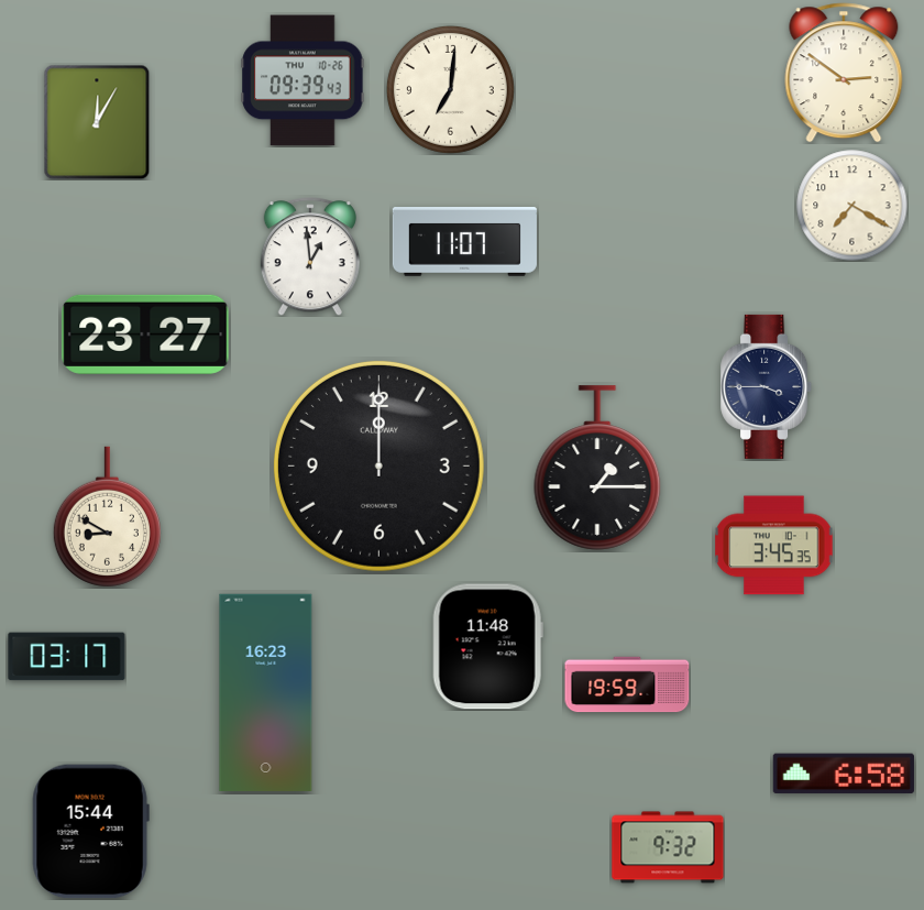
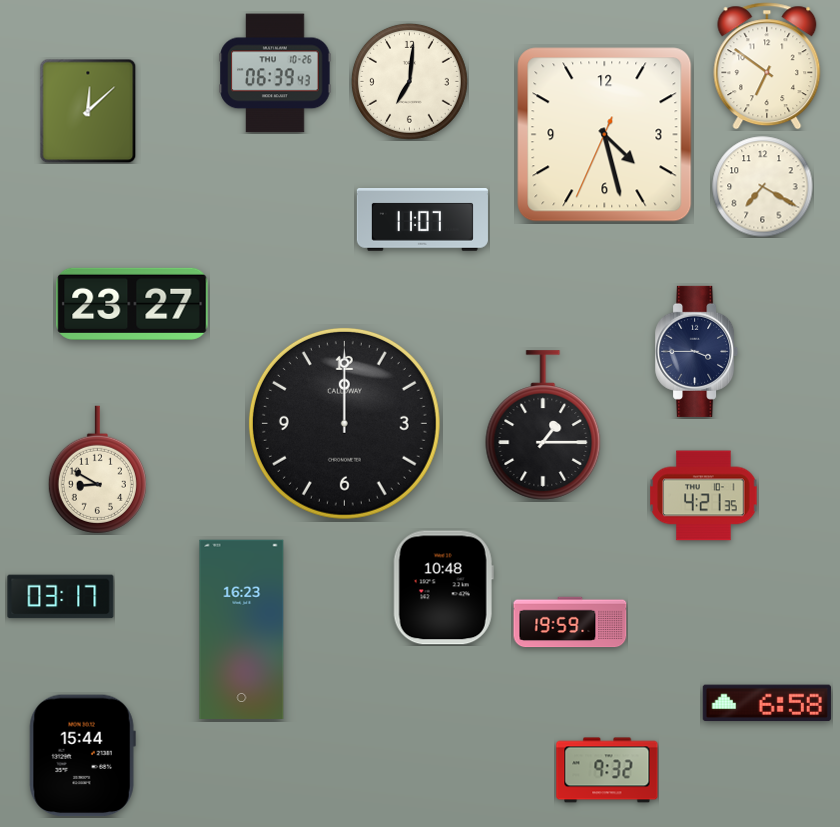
clock at (844, 73): 2:51 -> 6:51
clock at (302, 80): 09:39 -> 06:39
clock at (97, 122): 12:05 -> 12:08
clock at (605, 135): none -> 4:27
clock at (853, 206) position: (853, 206) -> (763, 187)
clock at (310, 256): 12:59 -> none
clock at (774, 546): 3:45 -> 4:21
clock at (487, 647): 11:48 -> 10:48
